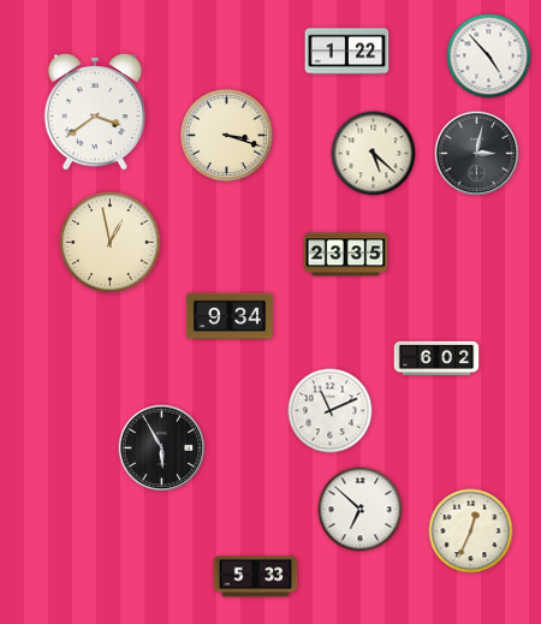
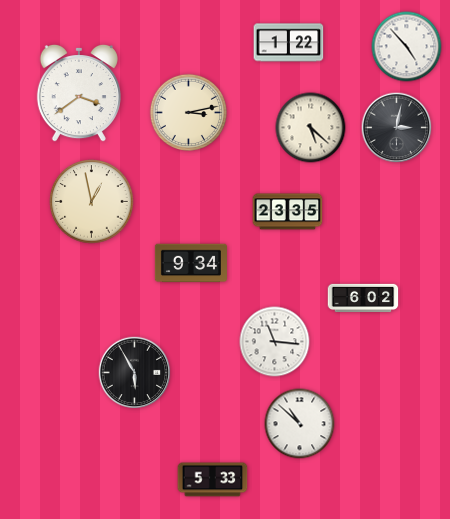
clock at (226, 135): 3:18 -> 3:13
clock at (331, 411): 11:11 -> 11:16
clock at (361, 510): 6:52 -> 10:52
clock at (471, 531): 12:34 -> none
